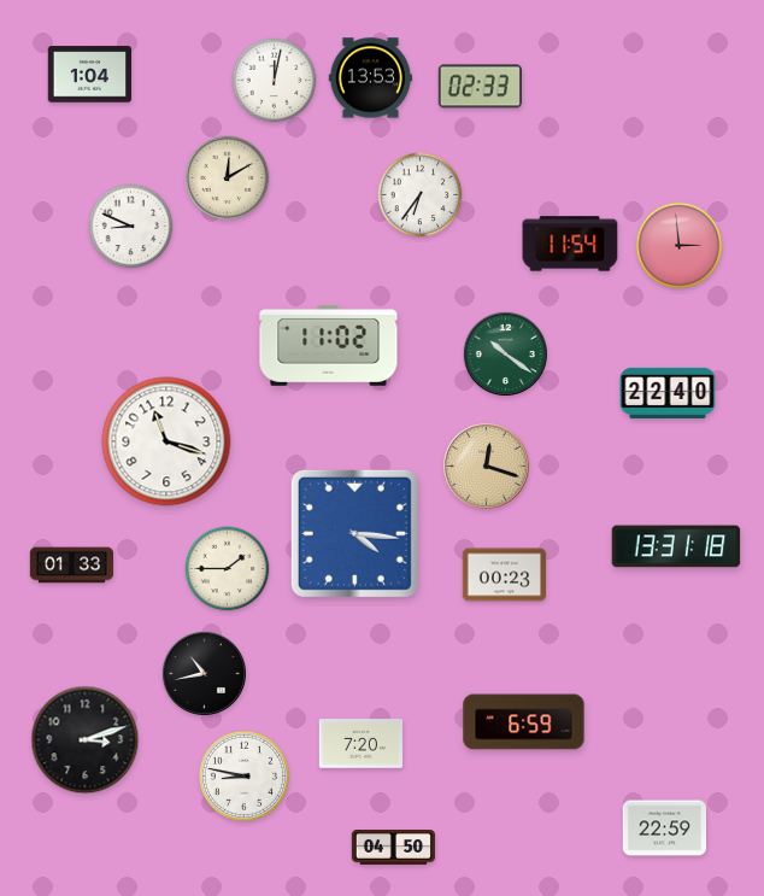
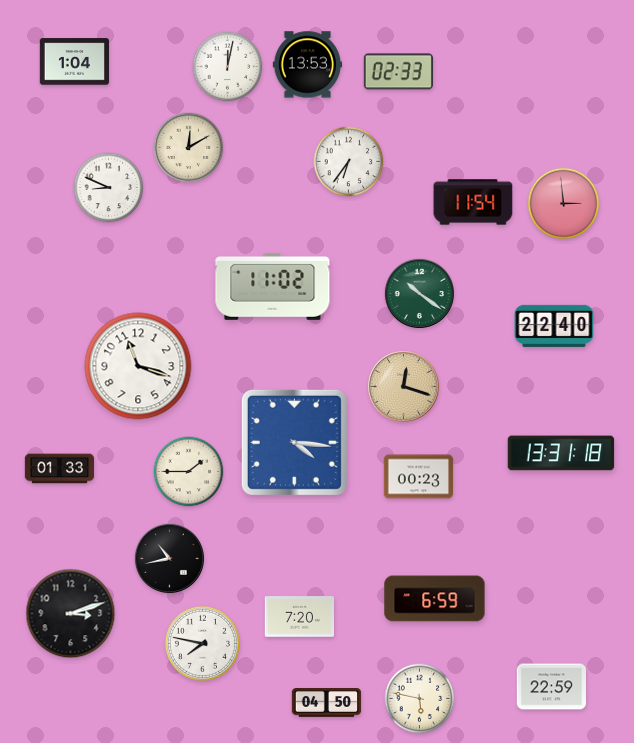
clock at (243, 775): 8:47 -> 7:47
clock at (420, 699): none -> 5:47
